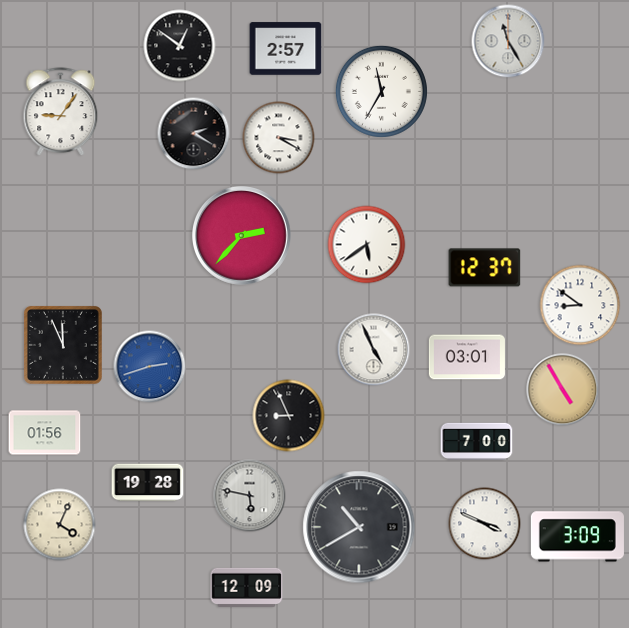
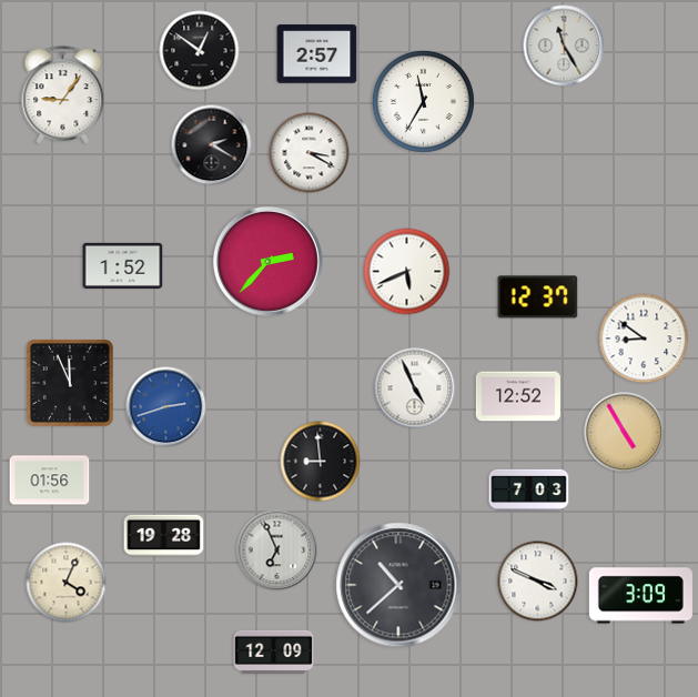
clock at (61, 112) position: (61, 112) -> (63, 95)
clock at (194, 134) position: (194, 134) -> (212, 145)
clock at (123, 265): none -> 1:52
clock at (367, 245): 5:39 -> 5:41
clock at (467, 357): 03:01 -> 12:52
clock at (289, 416): 8:56 -> 8:59
clock at (477, 441): 7:00 -> 7:03
clock at (250, 496): 5:47 -> 6:56
clock at (359, 527): 10:40 -> 10:38
